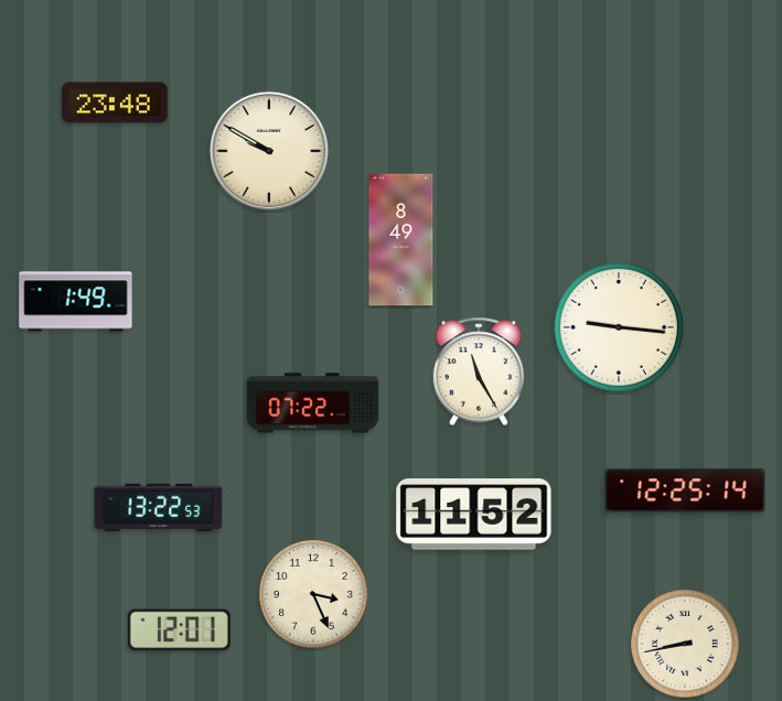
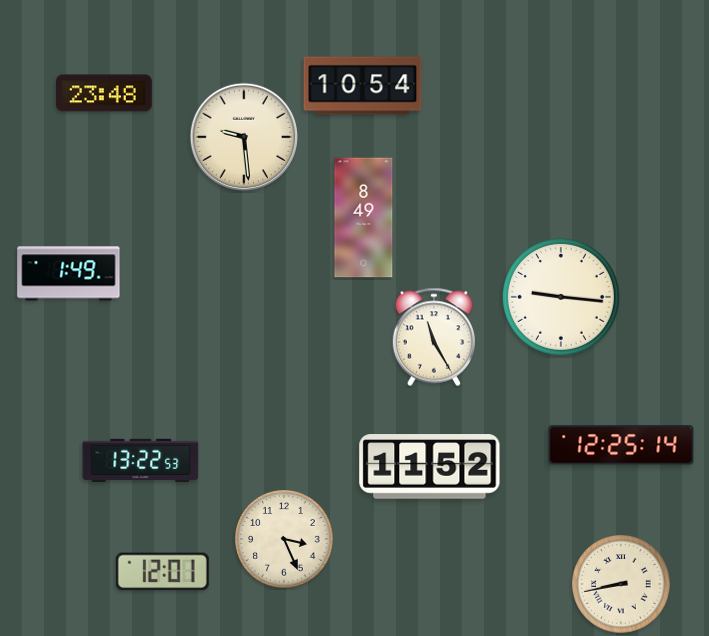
clock at (363, 86): none -> 10:54
clock at (268, 150): 9:50 -> 9:29
clock at (313, 403): 07:22 -> none
clock at (159, 507) position: (159, 507) -> (141, 460)
